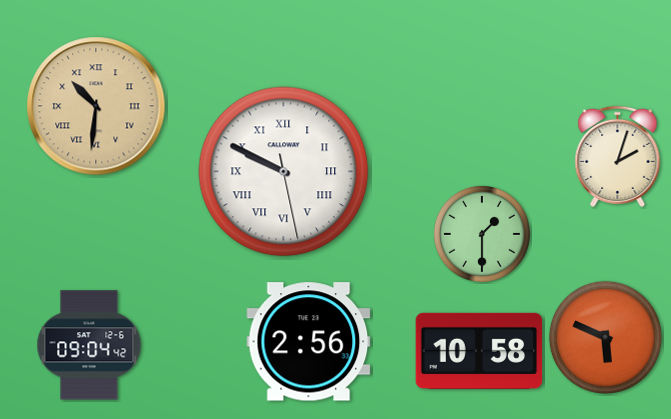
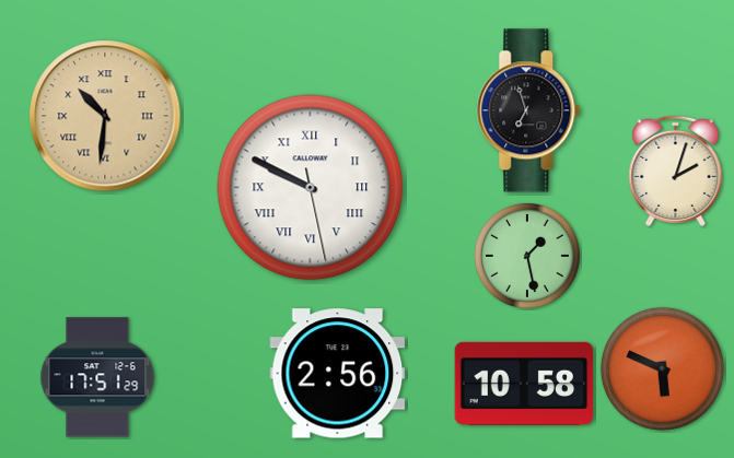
clock at (528, 110): none -> 6:57
clock at (482, 234): 1:30 -> 1:28
clock at (89, 345): 09:04 -> 17:51
